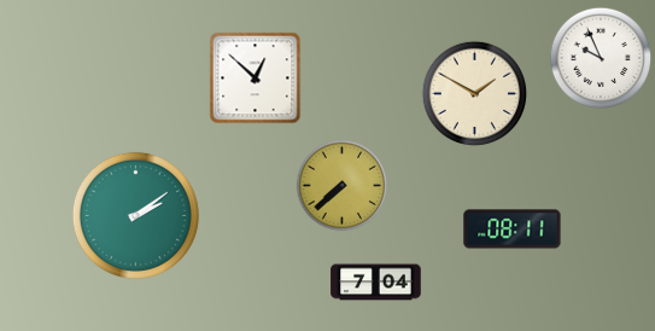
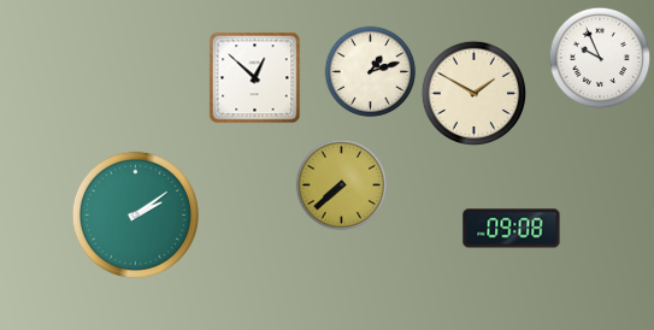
clock at (371, 72): none -> 1:12
clock at (513, 230): 08:11 -> 09:08
clock at (376, 283): 7:04 -> none
